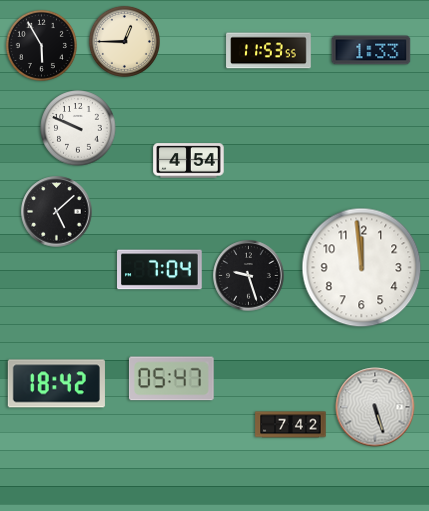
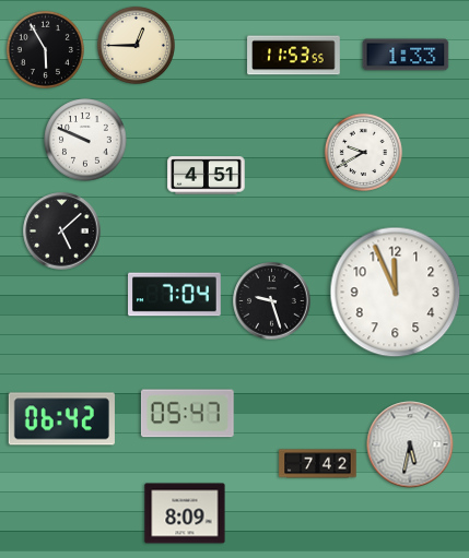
clock at (363, 152): none -> 9:40
clock at (189, 161): 4:54 -> 4:51
clock at (362, 268): 11:59 -> 11:56
clock at (56, 384): 18:42 -> 06:42
clock at (375, 407): 5:27 -> 5:32
clock at (185, 513): none -> 8:09
